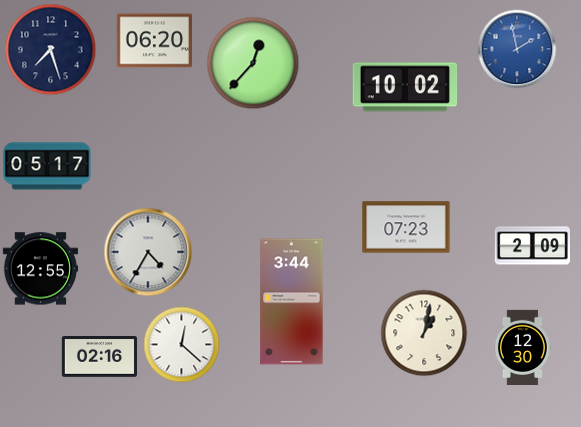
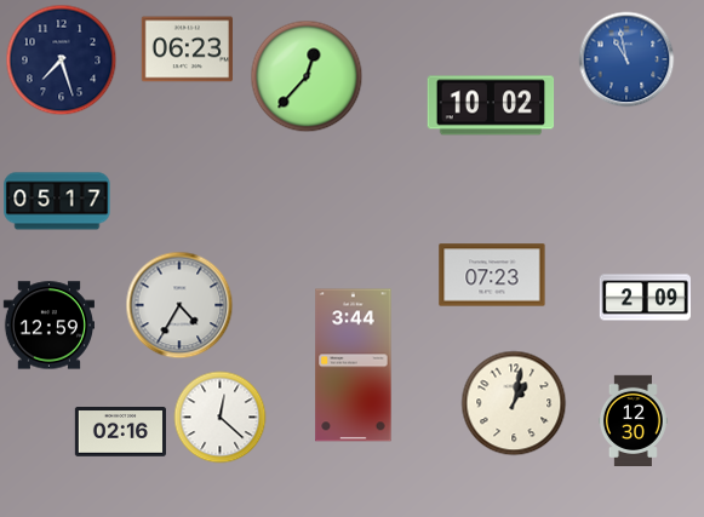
clock at (154, 41): 06:20 -> 06:23
clock at (517, 49): 1:58 -> 10:58
clock at (40, 269): 12:55 -> 12:59
